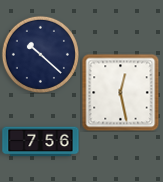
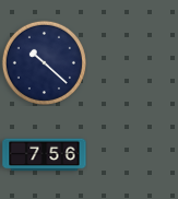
clock at (40, 54) position: (40, 54) -> (44, 62)
clock at (120, 92): 12:28 -> none
